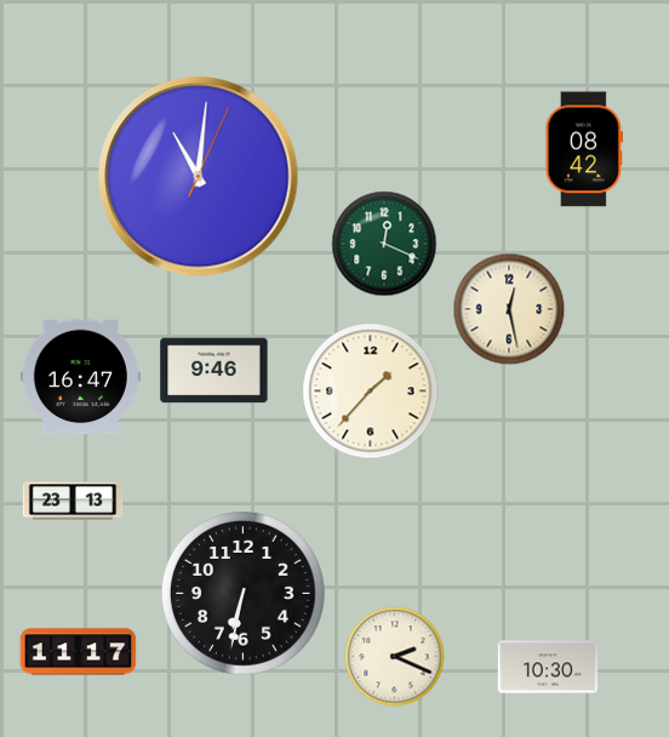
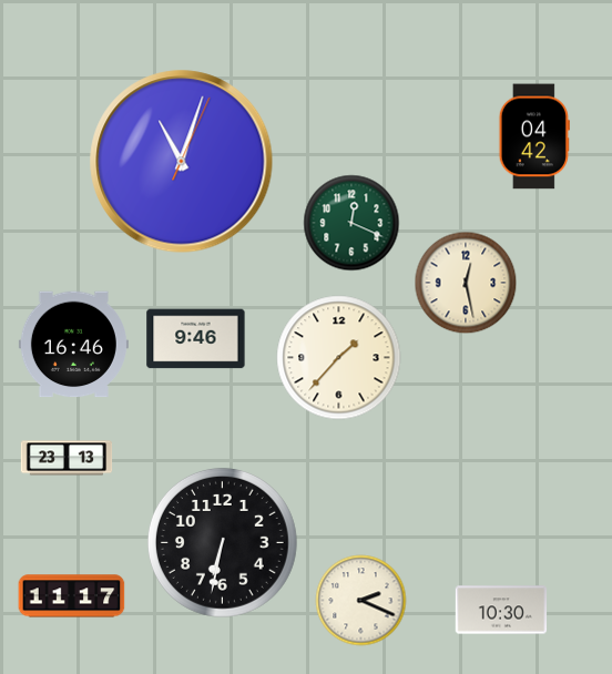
clock at (584, 149): 08:42 -> 04:42
clock at (199, 177): 11:01 -> 11:03
clock at (80, 377): 16:47 -> 16:46
